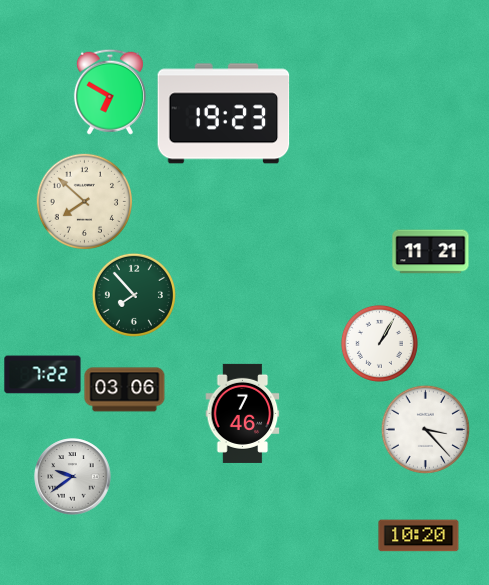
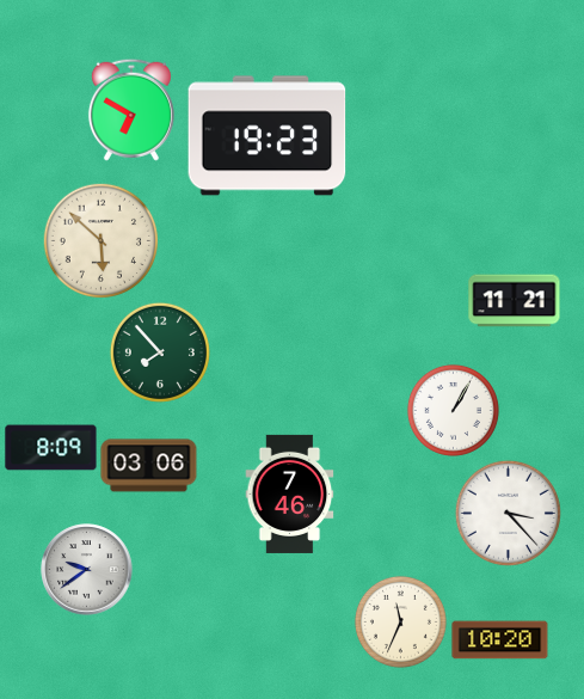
clock at (84, 201): 7:52 -> 5:52
clock at (43, 375): 7:22 -> 8:09
clock at (400, 621): none -> 11:34
